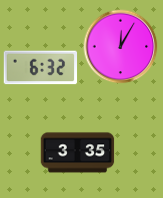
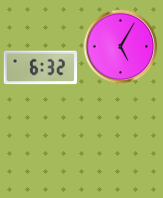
clock at (121, 47): 12:05 -> 5:05
clock at (78, 153): 3:35 -> none
